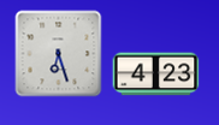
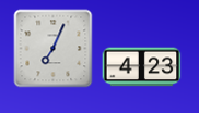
clock at (59, 54): 6:27 -> 7:04
